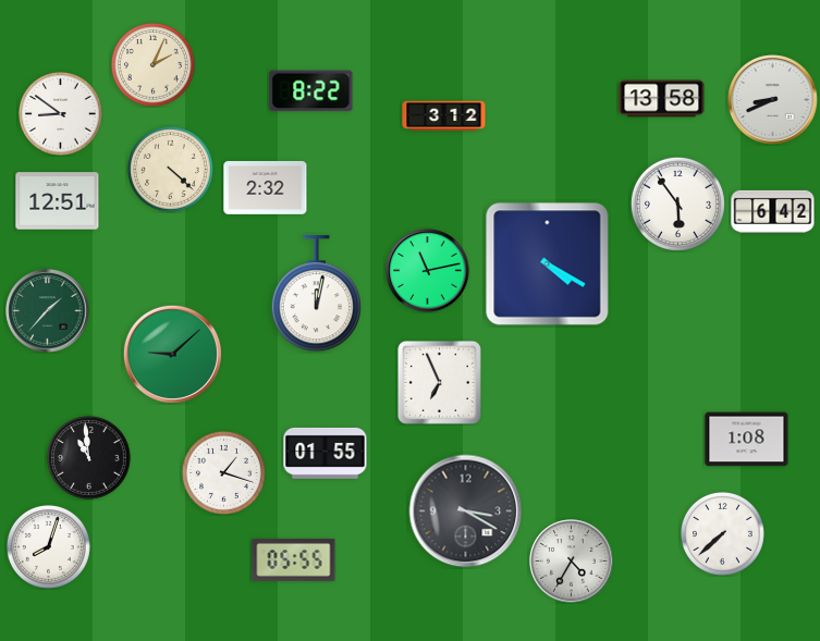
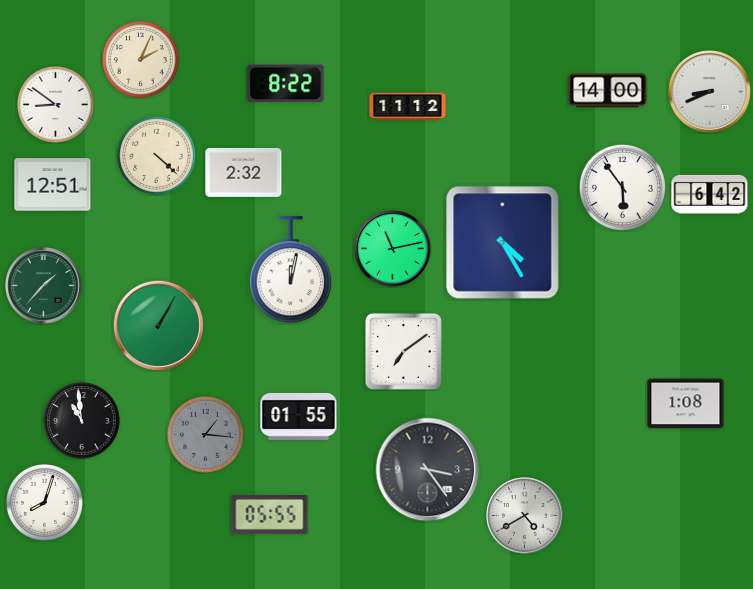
clock at (662, 99): 13:58 -> 14:00
clock at (444, 116): 3:12 -> 11:12
clock at (548, 264): 4:20 -> 4:25
clock at (172, 354): 9:08 -> 1:05
clock at (439, 382): 6:56 -> 7:09
clock at (223, 472): 1:18 -> 1:16
clock at (223, 472) dial: white -> grey
clock at (466, 511): 3:20 -> 3:24
clock at (722, 533): 7:38 -> none
clock at (572, 562): 4:35 -> 4:40
